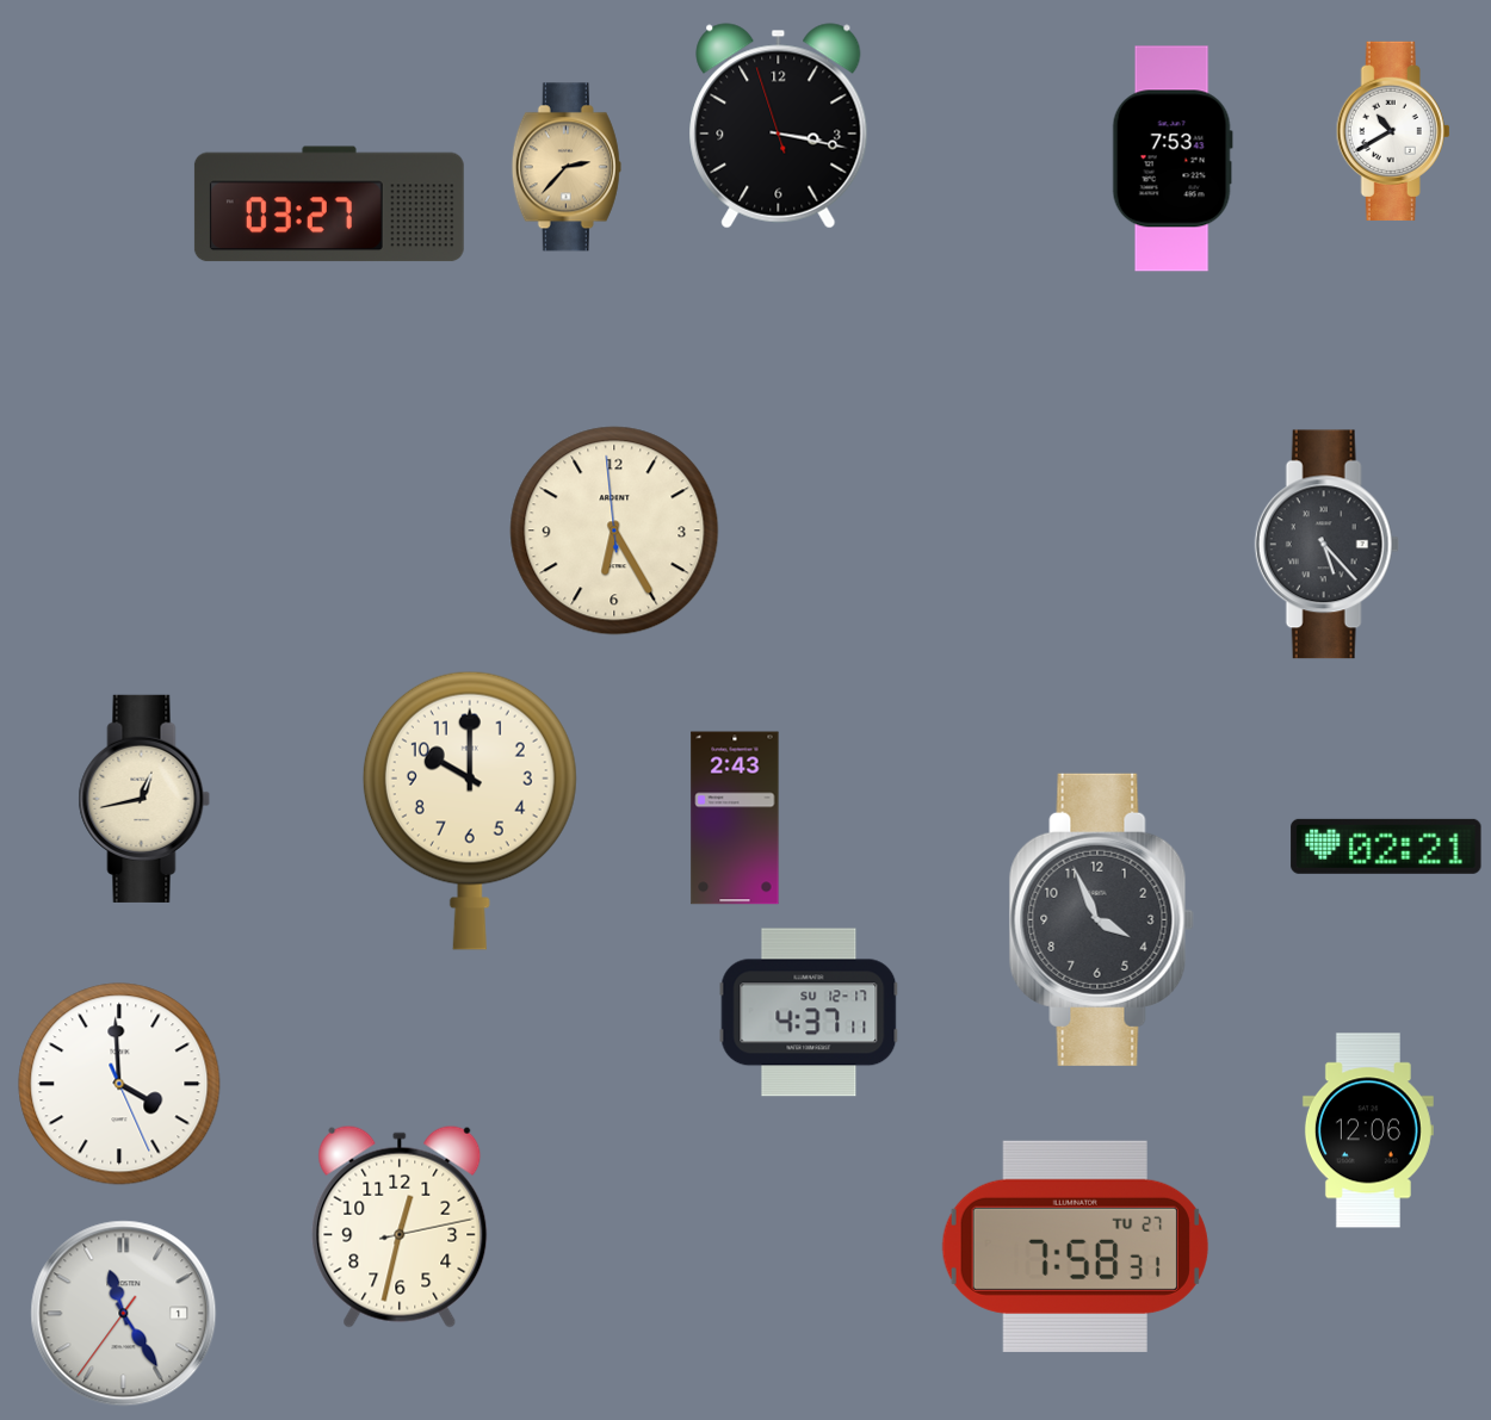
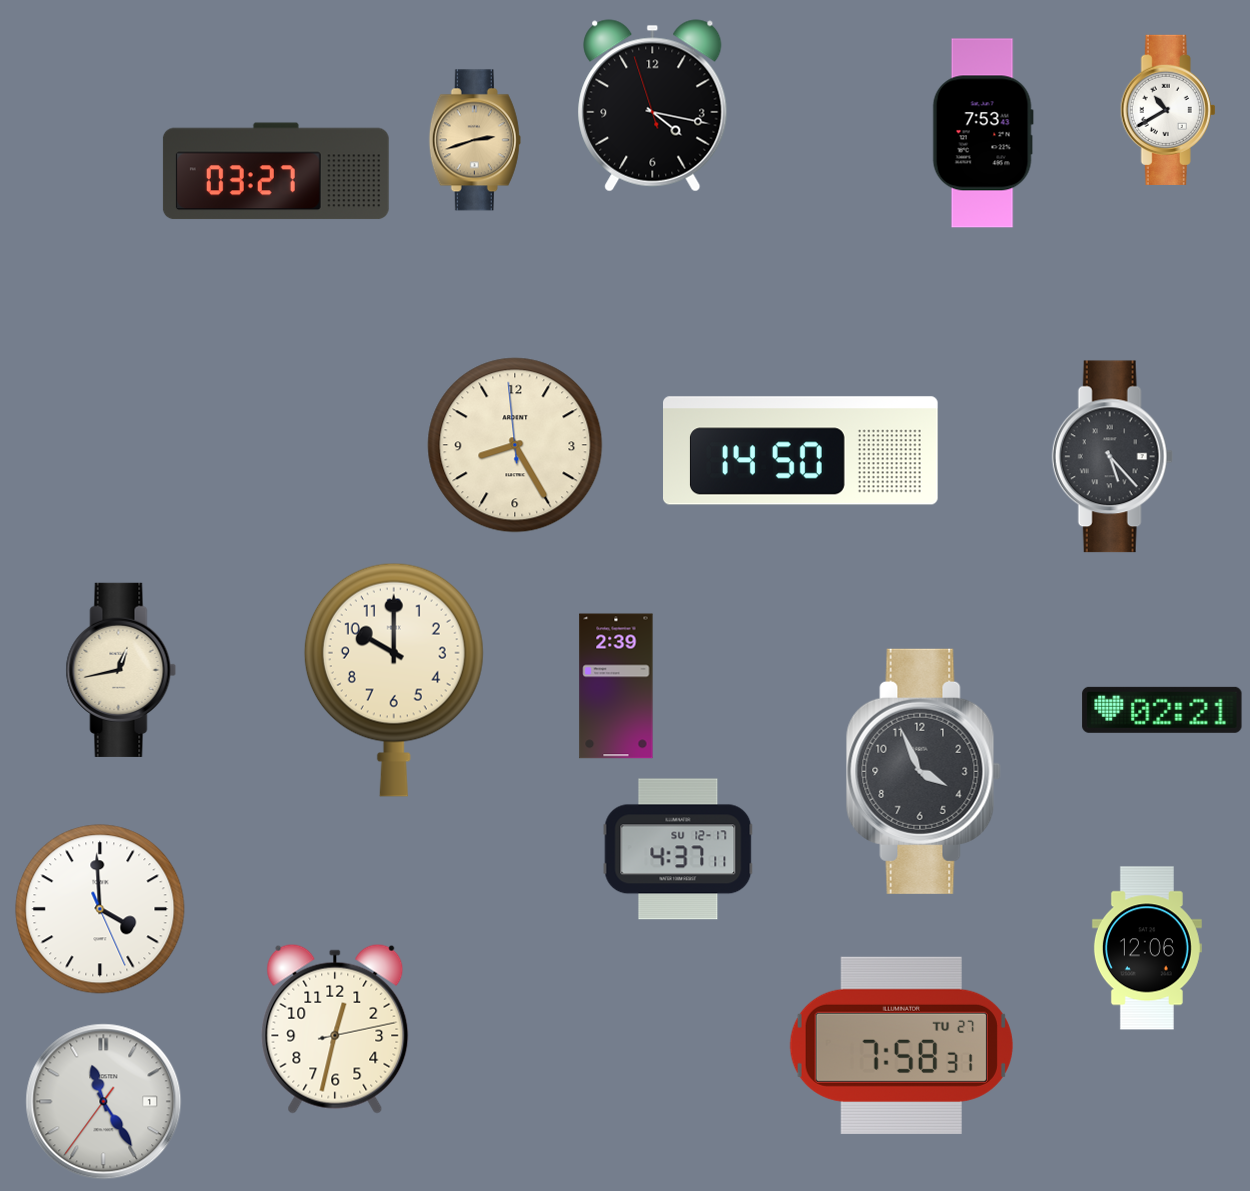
clock at (779, 126): 3:16 -> 4:16
clock at (567, 167): 2:37 -> 2:42
clock at (614, 531): 6:24 -> 8:24
clock at (801, 451): none -> 14:50
clock at (735, 818): 2:43 -> 2:39
